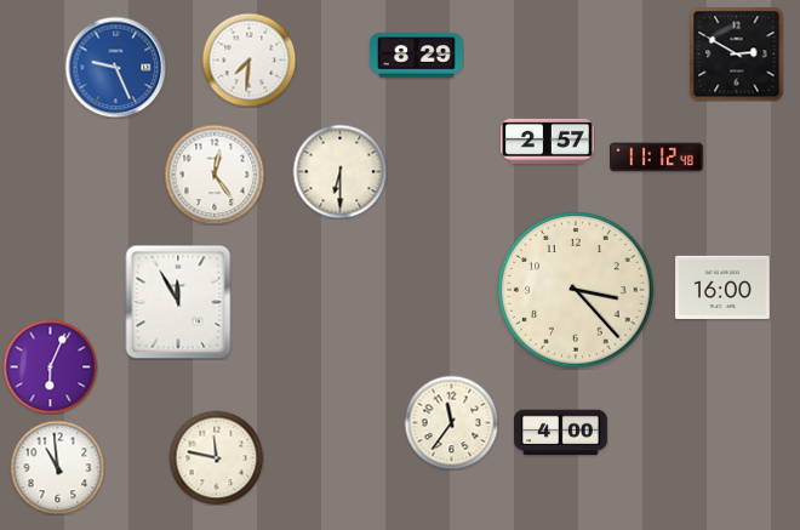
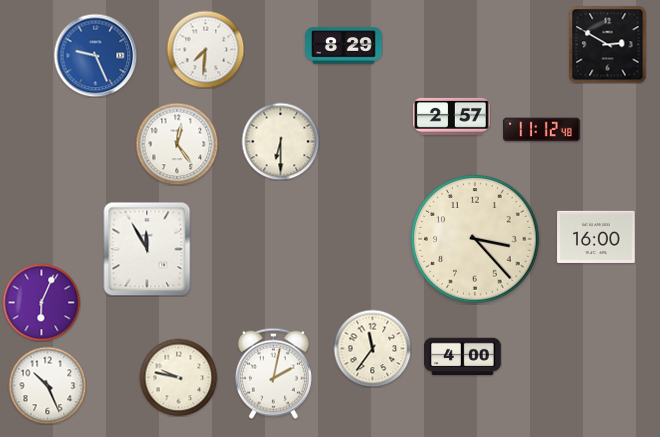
clock at (273, 373): none -> 2:02
clock at (216, 457): 11:47 -> 9:47
clock at (57, 467): 10:59 -> 10:26
